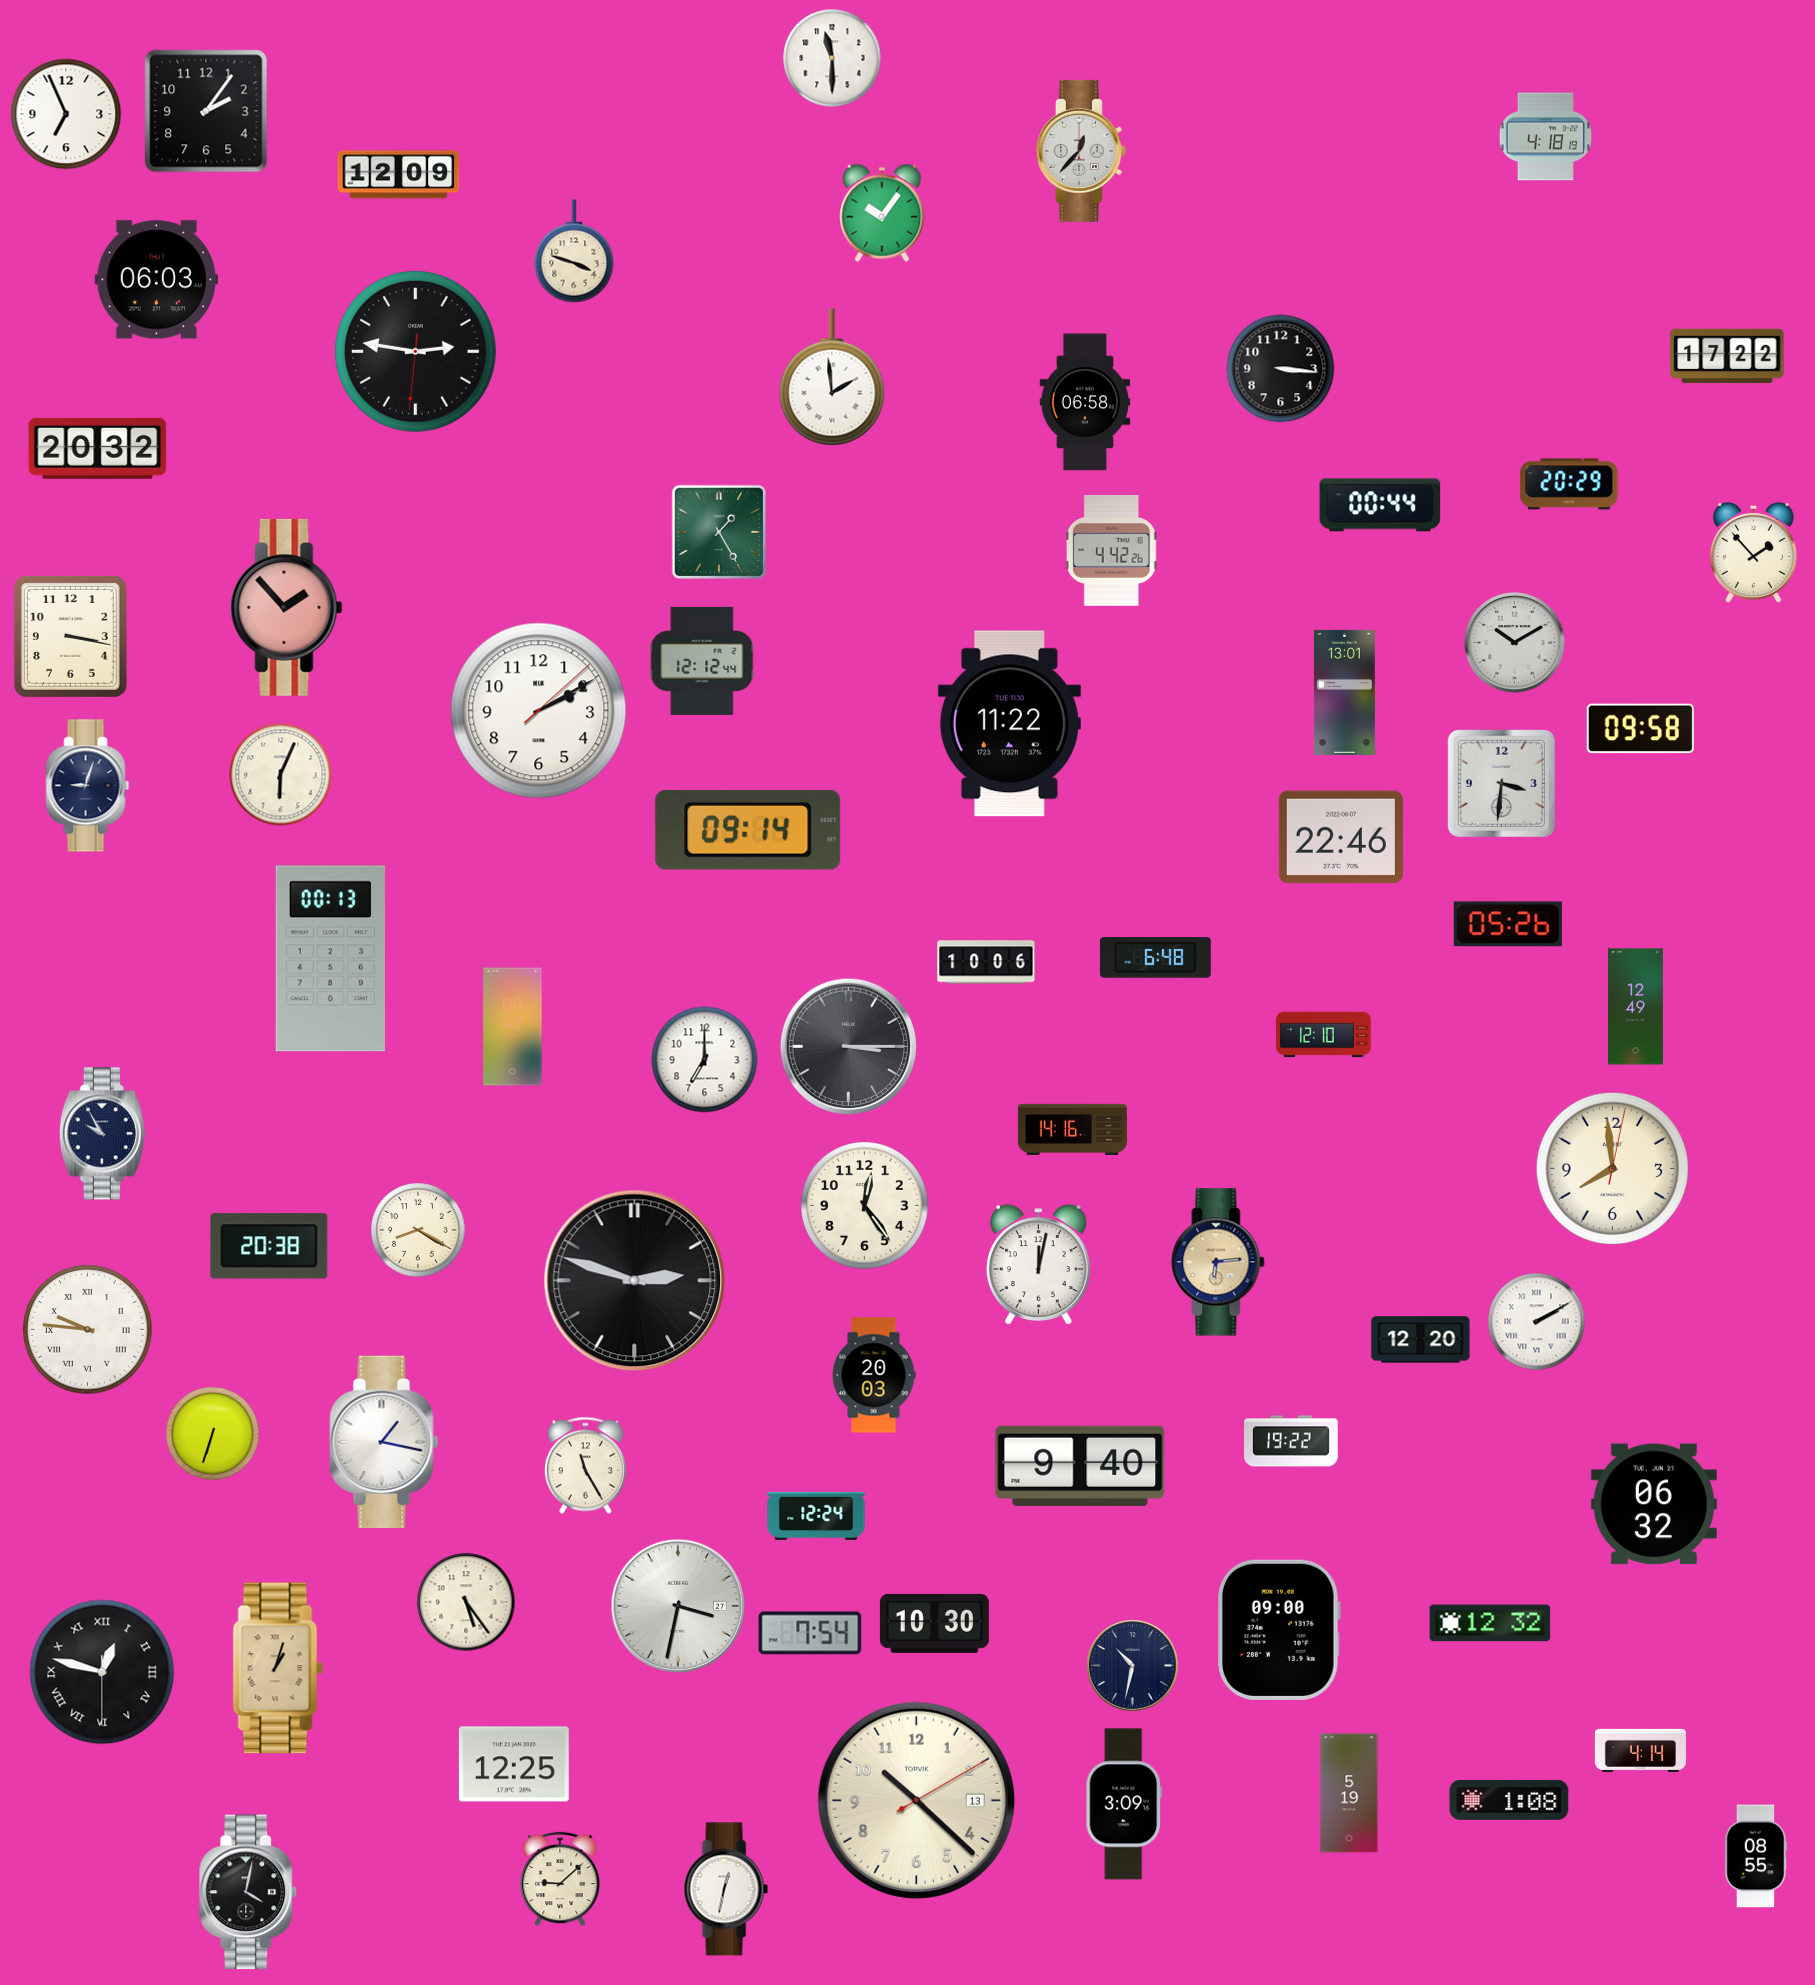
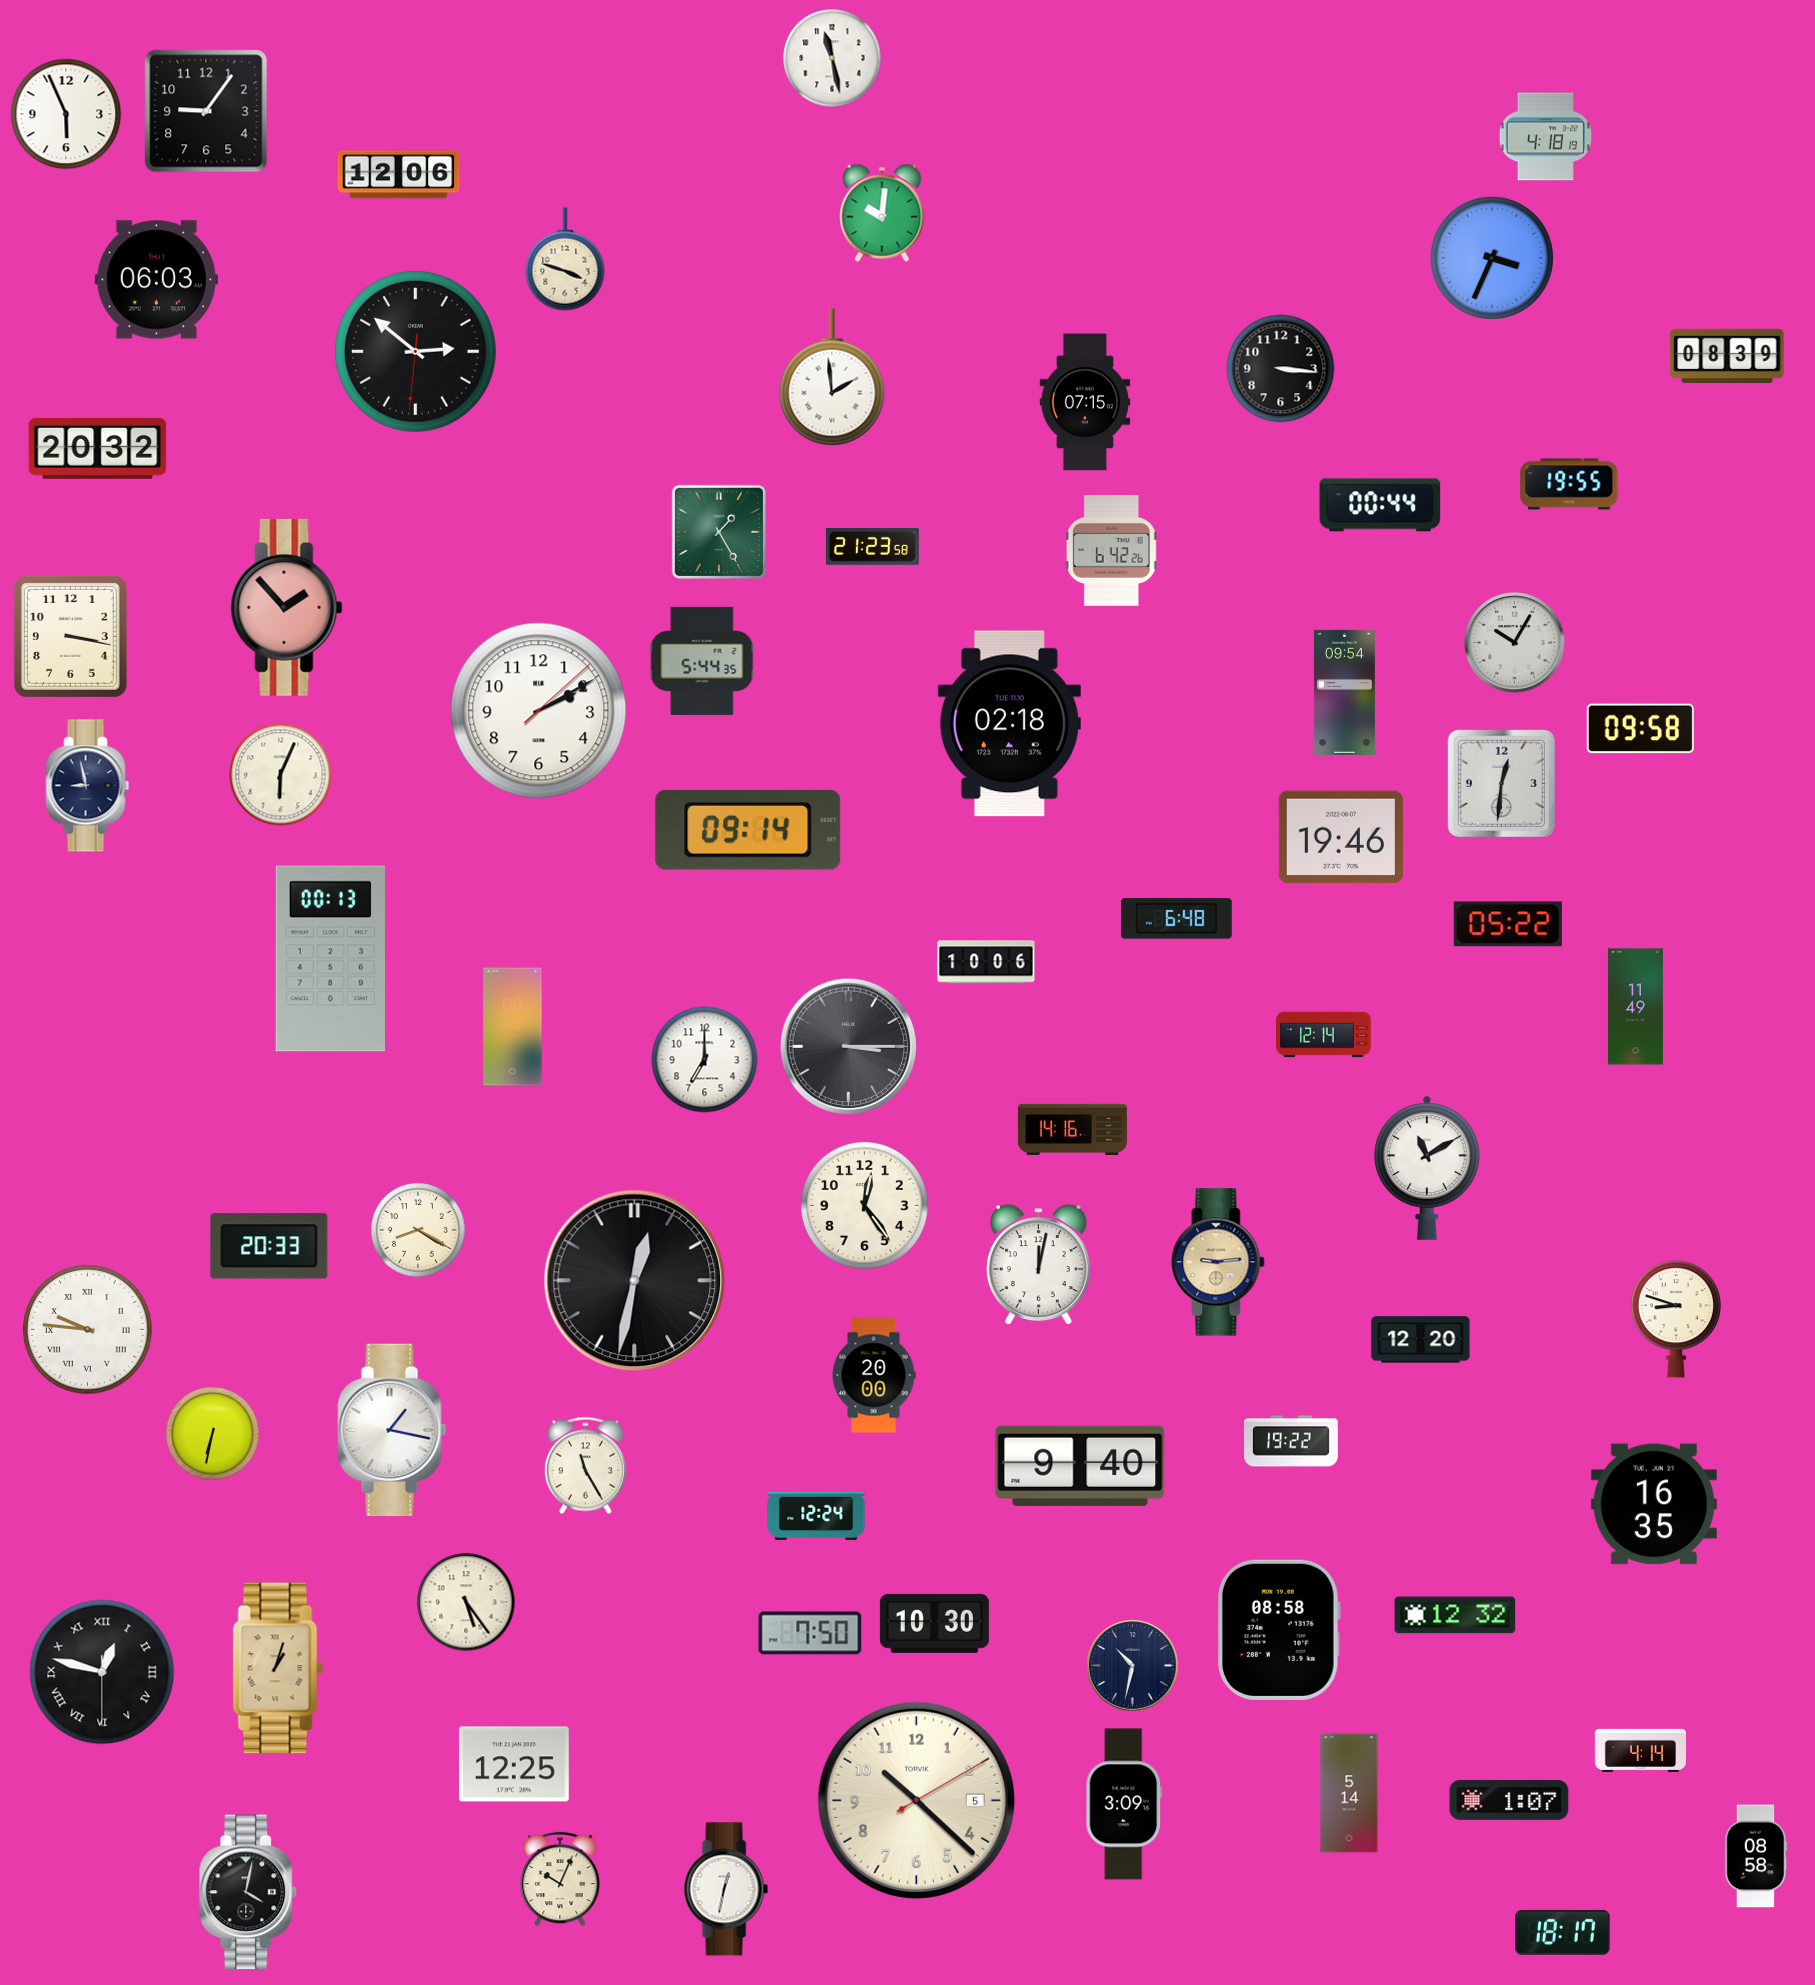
clock at (832, 58): 11:30 -> 11:28
clock at (206, 111): 2:06 -> 9:06
clock at (66, 114): 6:56 -> 5:56
clock at (1081, 151): 12:37 -> none
clock at (399, 175): 12:09 -> 12:06
clock at (882, 213): 10:06 -> 10:01
clock at (574, 251) position: (574, 251) -> (565, 259)
clock at (1492, 258): none -> 3:34
clock at (415, 351): 2:46 -> 2:51
clock at (1727, 355): 17:22 -> 08:39
clock at (1085, 402): 06:58 -> 07:15
clock at (1569, 484): 20:29 -> 19:55
clock at (872, 547): none -> 21:23
clock at (1112, 551): 4:42 -> 6:42
clock at (1753, 552): 1:53 -> none
clock at (1515, 643): 10:10 -> 10:05
clock at (702, 661): 12:12 -> 5:44
clock at (1344, 692): 13:01 -> 09:54
clock at (1009, 724): 11:22 -> 02:18
clock at (1501, 783): 3:31 -> 12:31
clock at (88, 786): 9:03 -> 8:58
clock at (1341, 837): 22:46 -> 19:46
clock at (1508, 924): 05:26 -> 05:22
clock at (1156, 958) position: (1156, 958) -> (1177, 919)
clock at (1635, 1007): 12:49 -> 11:49
clock at (1324, 1035): 12:10 -> 12:14
clock at (102, 1134): 9:55 -> none
clock at (1427, 1168): none -> 11:10
clock at (1612, 1168): 7:59 -> none
clock at (269, 1246): 20:38 -> 20:33
clock at (1218, 1262): 6:14 -> 9:14
clock at (635, 1281): 2:48 -> 12:32
clock at (1676, 1319): none -> 8:48
clock at (1537, 1322): 2:10 -> none
clock at (874, 1375): 20:03 -> 20:00
clock at (213, 1434): 6:33 -> 6:32
clock at (384, 1442) position: (384, 1442) -> (392, 1430)
clock at (1654, 1504): 06:32 -> 16:35
clock at (678, 1606): 3:32 -> none
clock at (1490, 1623) position: (1490, 1623) -> (1455, 1615)
clock at (1279, 1630): 09:00 -> 08:58
clock at (810, 1633): 7:54 -> 7:50
clock at (1349, 1793): 5:19 -> 5:14
clock at (916, 1800) date: 13 -> 5
clock at (1509, 1800): 1:08 -> 1:07
clock at (1756, 1856): 08:55 -> 08:58
clock at (560, 1879): 9:08 -> 10:04
clock at (1563, 1932): none -> 18:17
